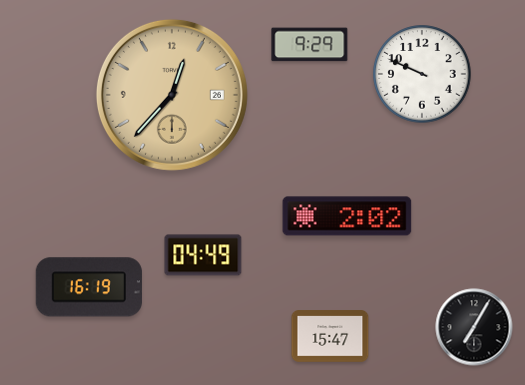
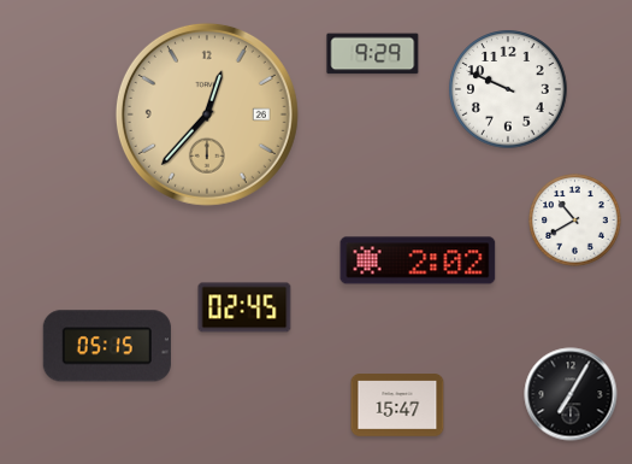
clock at (575, 221): none -> 10:40
clock at (203, 255): 04:49 -> 02:45
clock at (89, 287): 16:19 -> 05:15
